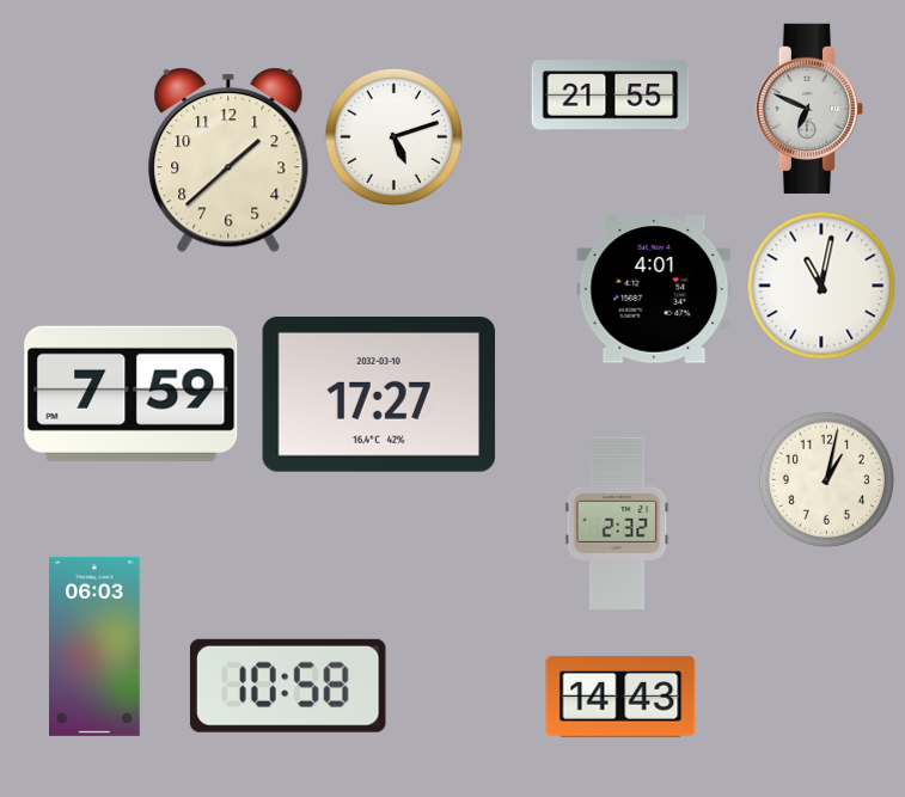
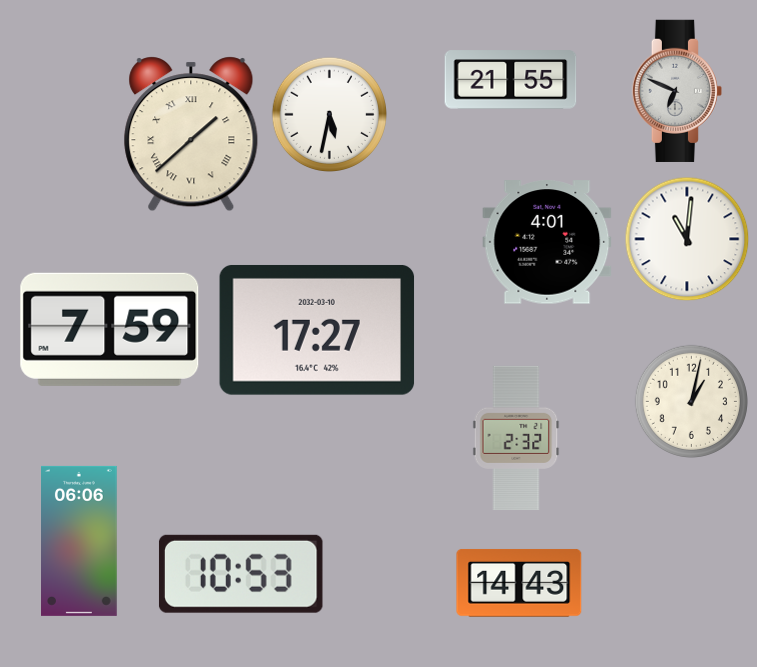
clock at (393, 136): 5:12 -> 5:32
clock at (228, 160) numerals: Arabic -> Roman
clock at (821, 286): 11:02 -> 11:01
clock at (96, 646): 06:03 -> 06:06
clock at (288, 686): 10:58 -> 10:53
